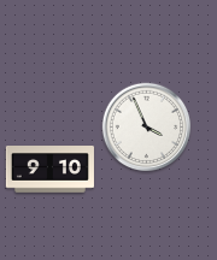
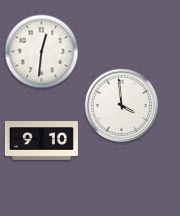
clock at (42, 52): none -> 12:31
clock at (147, 128): 3:56 -> 3:59
